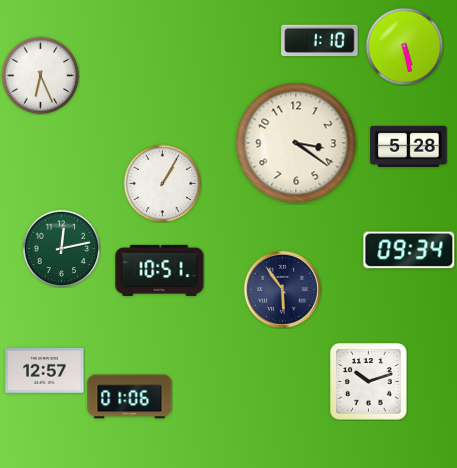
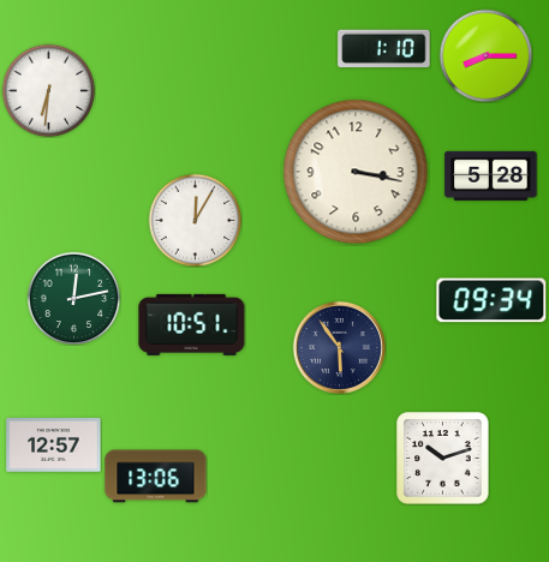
clock at (404, 46): 5:28 -> 8:15
clock at (40, 75): 6:26 -> 6:31
clock at (296, 143): 3:21 -> 3:17
clock at (162, 183): 1:05 -> 12:05
clock at (130, 397): 01:06 -> 13:06
